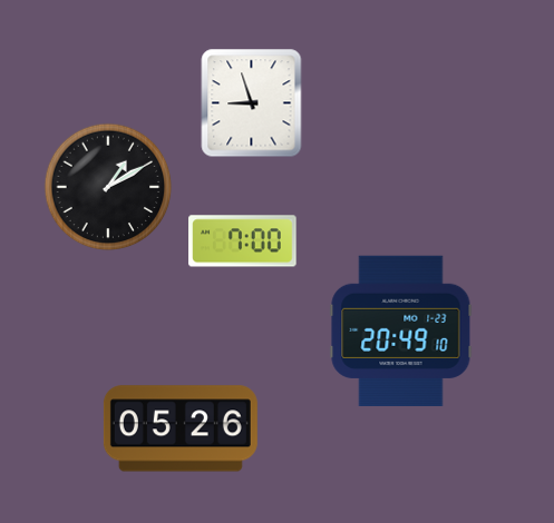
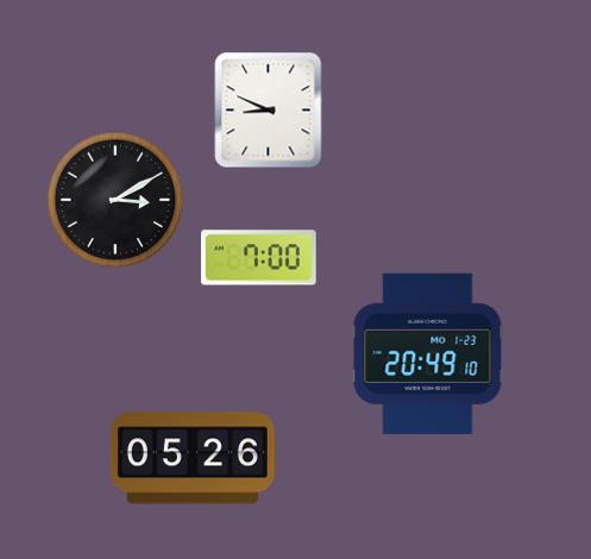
clock at (252, 103): 8:57 -> 8:49
clock at (108, 187): 1:10 -> 3:10
